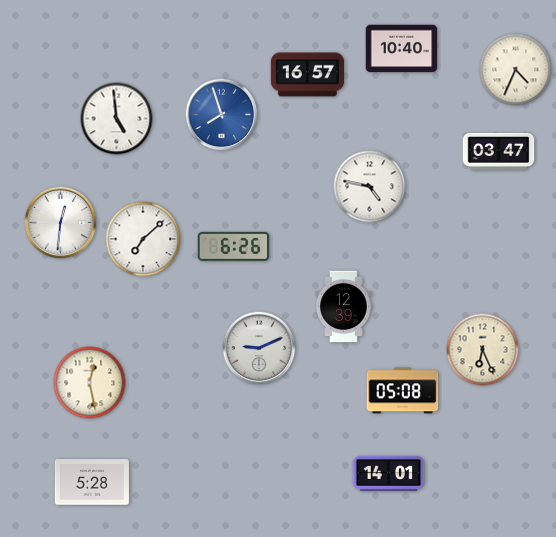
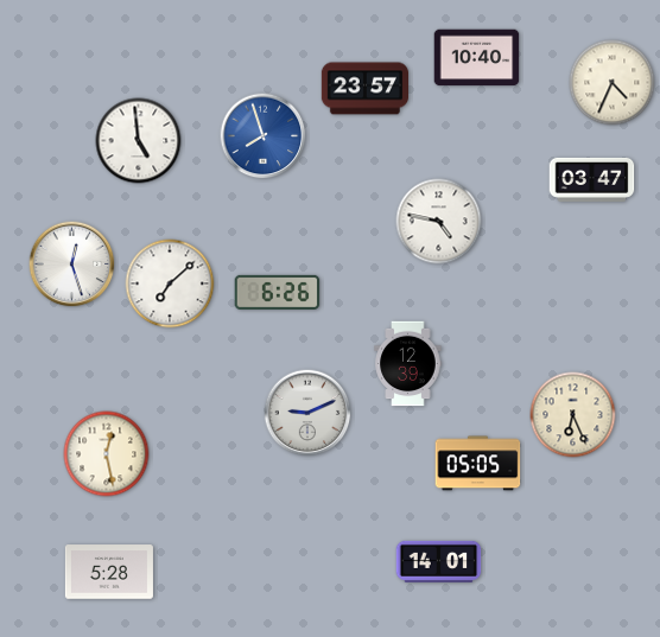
clock at (307, 75): 16:57 -> 23:57
clock at (61, 223): 12:31 -> 12:27
clock at (403, 391): 05:08 -> 05:05
clock at (389, 473) position: (389, 473) -> (439, 561)
